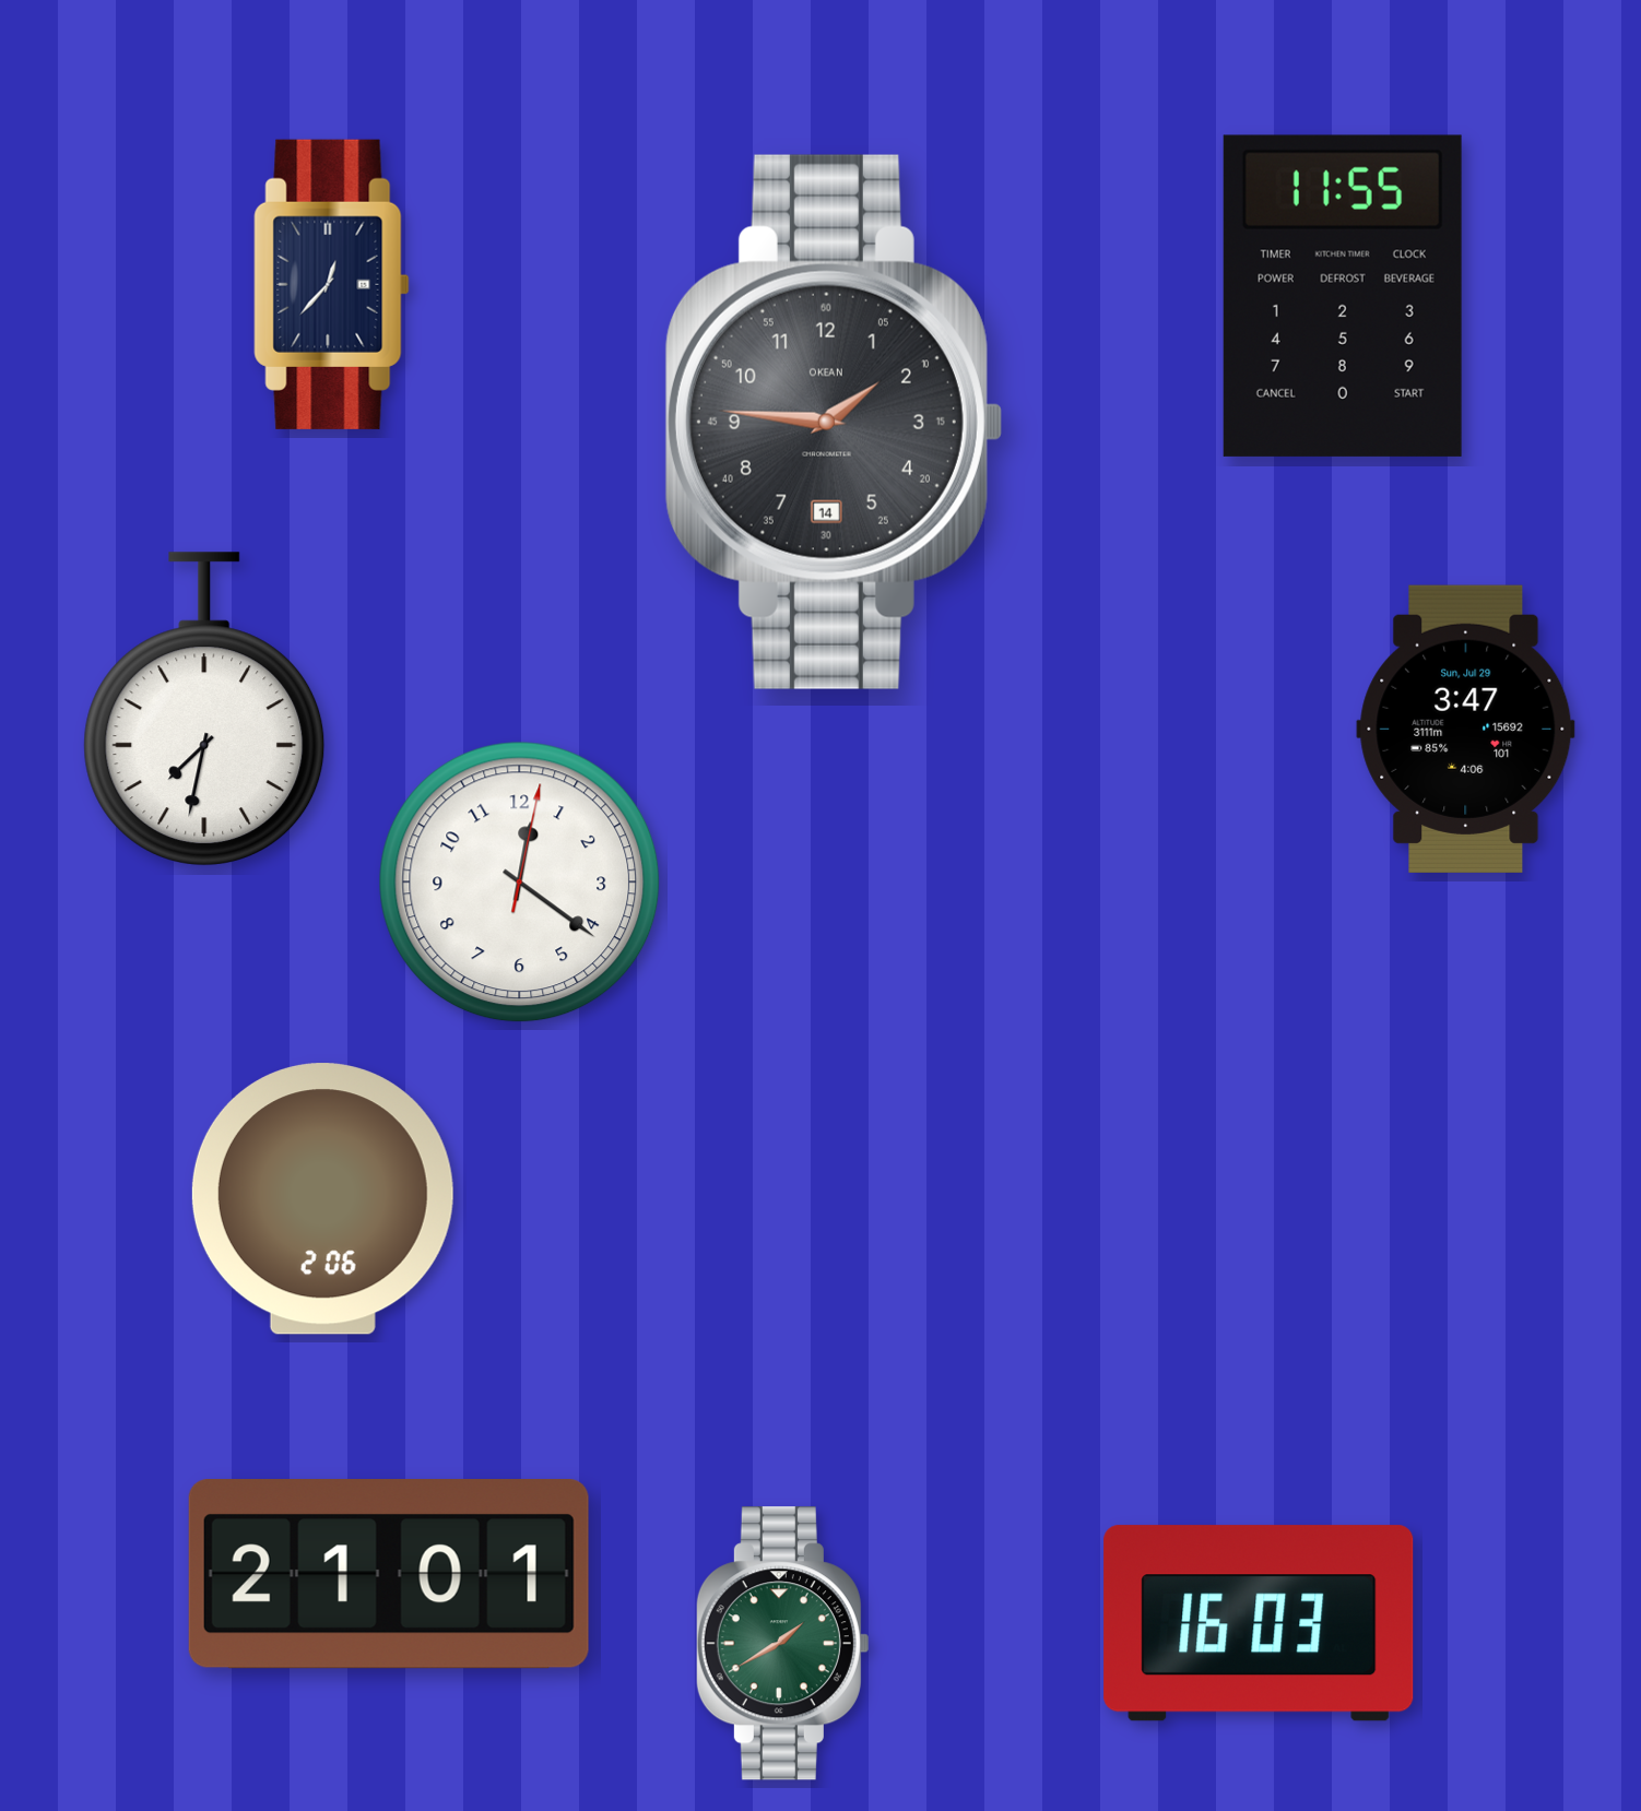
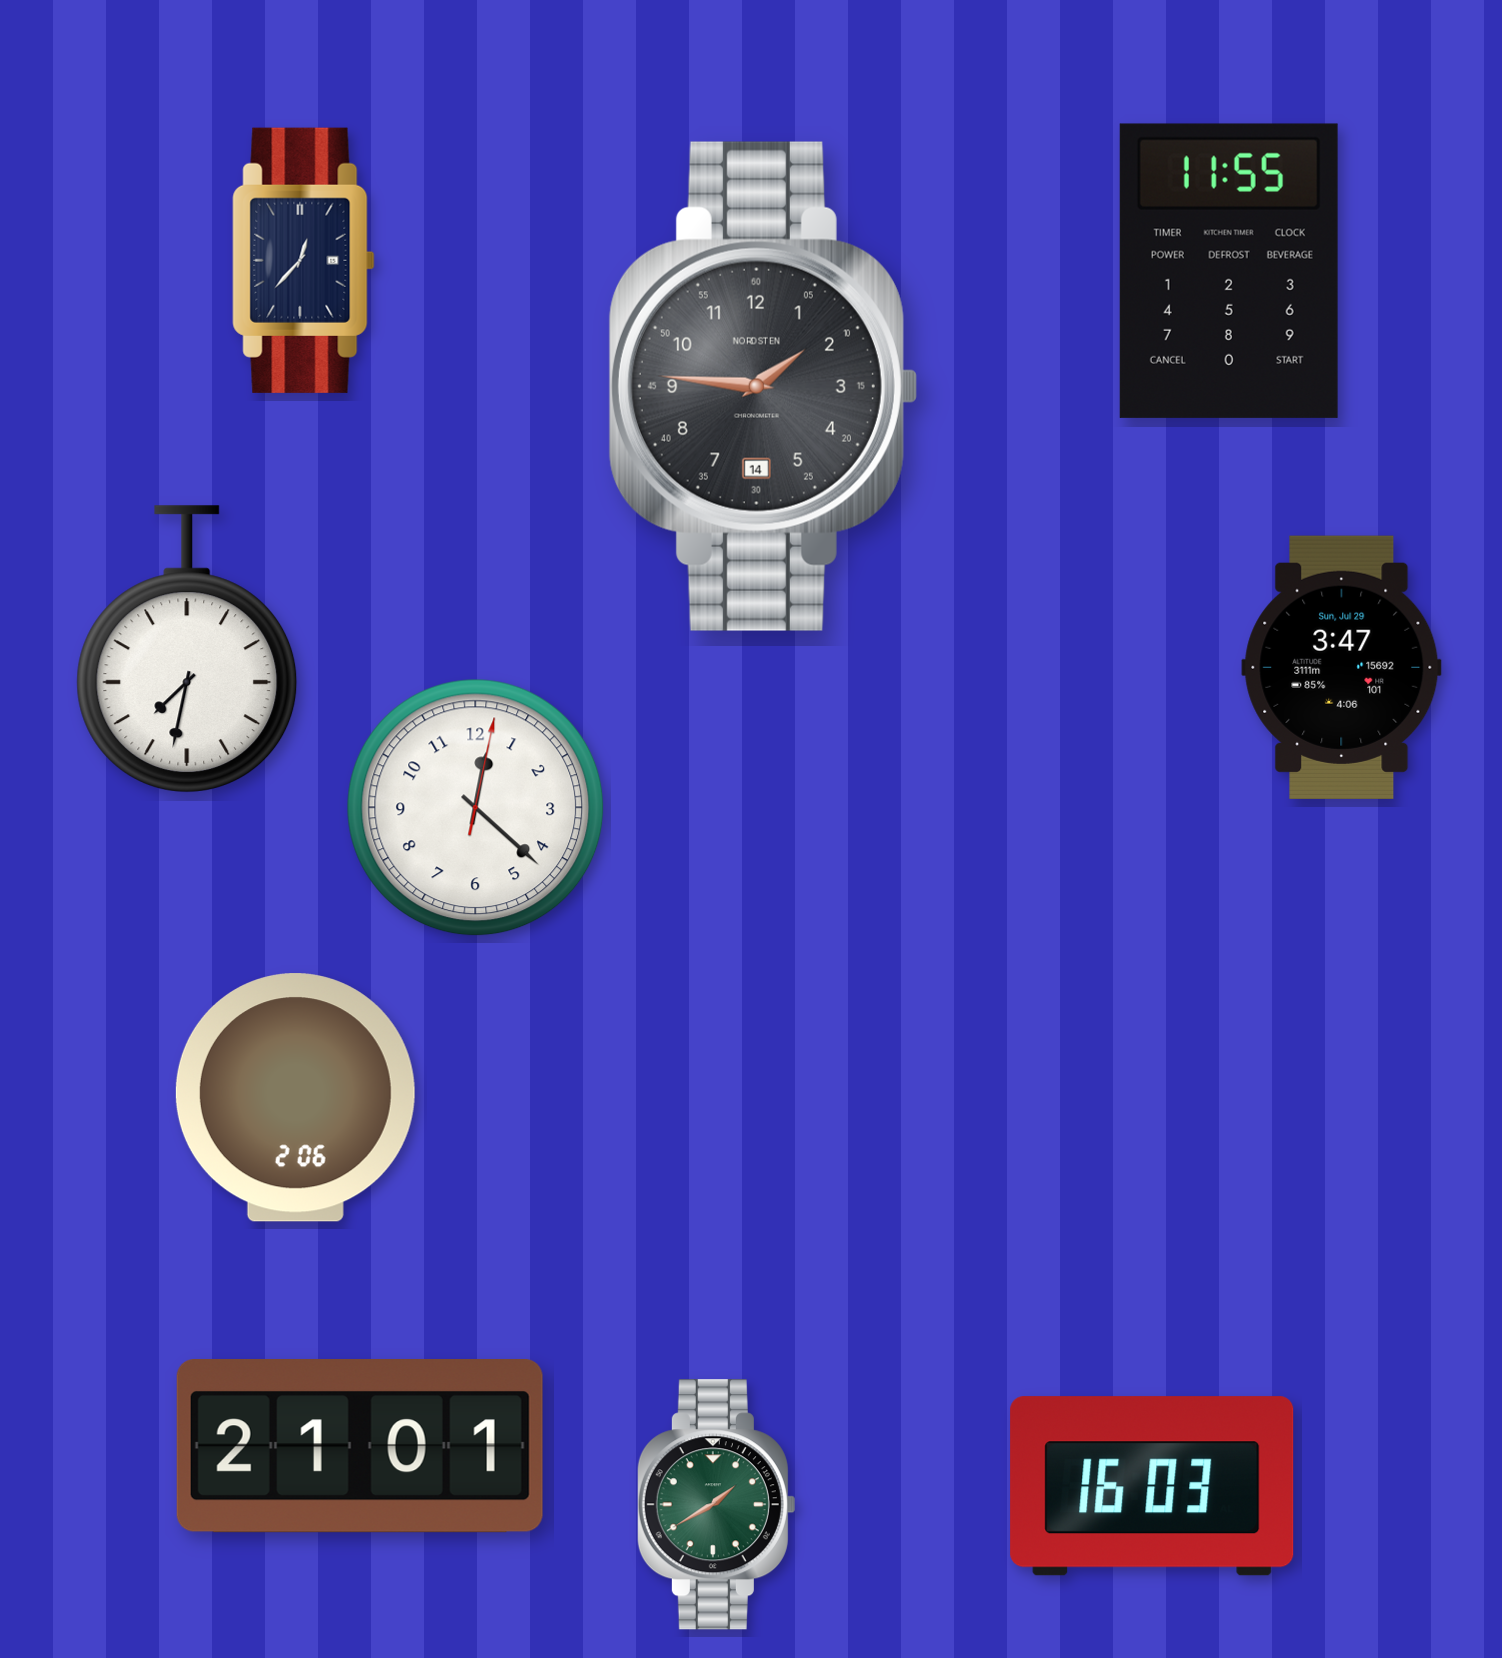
clock at (834, 422) brand: OKEAN -> NORDSTEN
clock at (520, 883): 12:21 -> 12:22
clock at (389, 1575) position: (389, 1575) -> (360, 1447)
